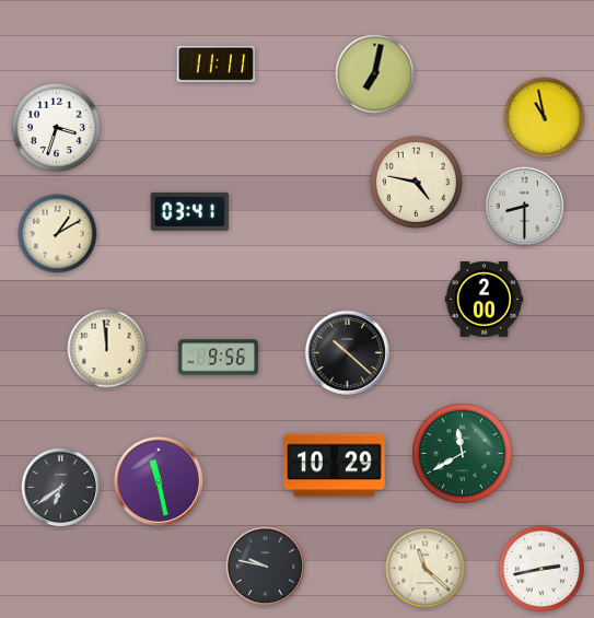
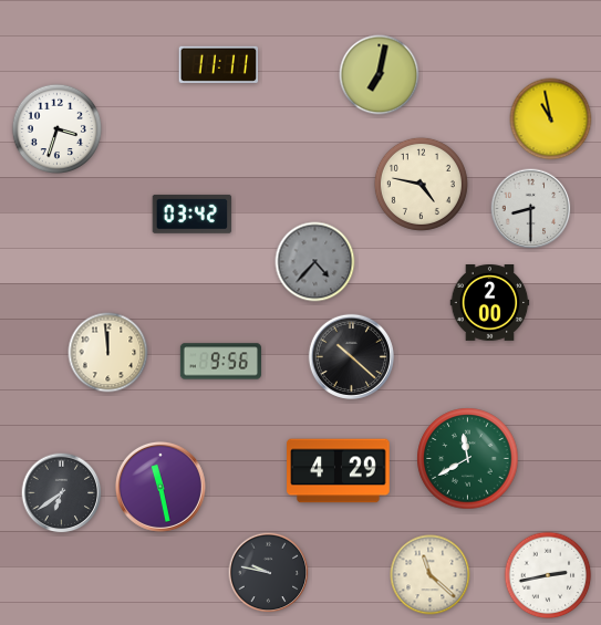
clock at (190, 211): 03:41 -> 03:42
clock at (58, 234): 1:10 -> none
clock at (315, 262): none -> 4:37
clock at (335, 466): 10:29 -> 4:29
